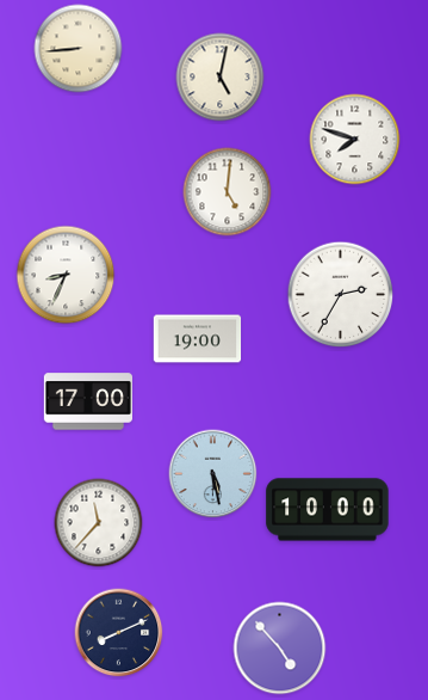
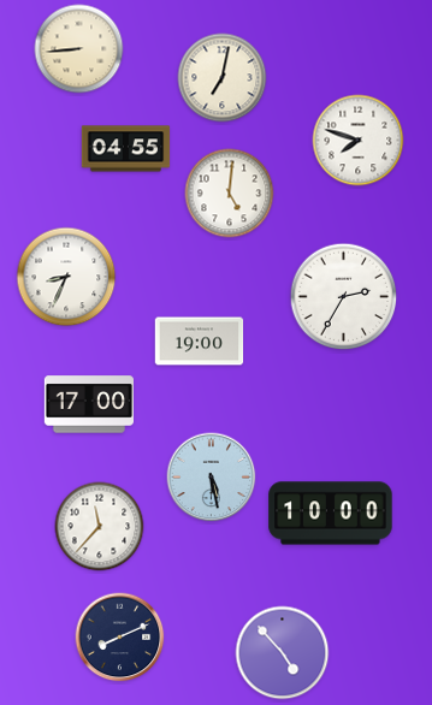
clock at (221, 78): 5:02 -> 7:02
clock at (126, 149): none -> 04:55
clock at (213, 474) position: (213, 474) -> (212, 478)
